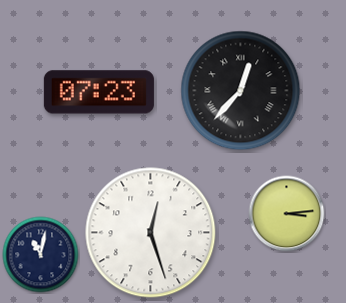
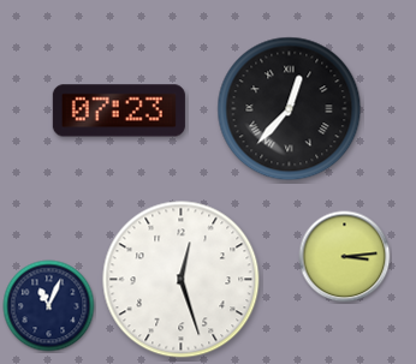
clock at (41, 255): 11:02 -> 11:04
